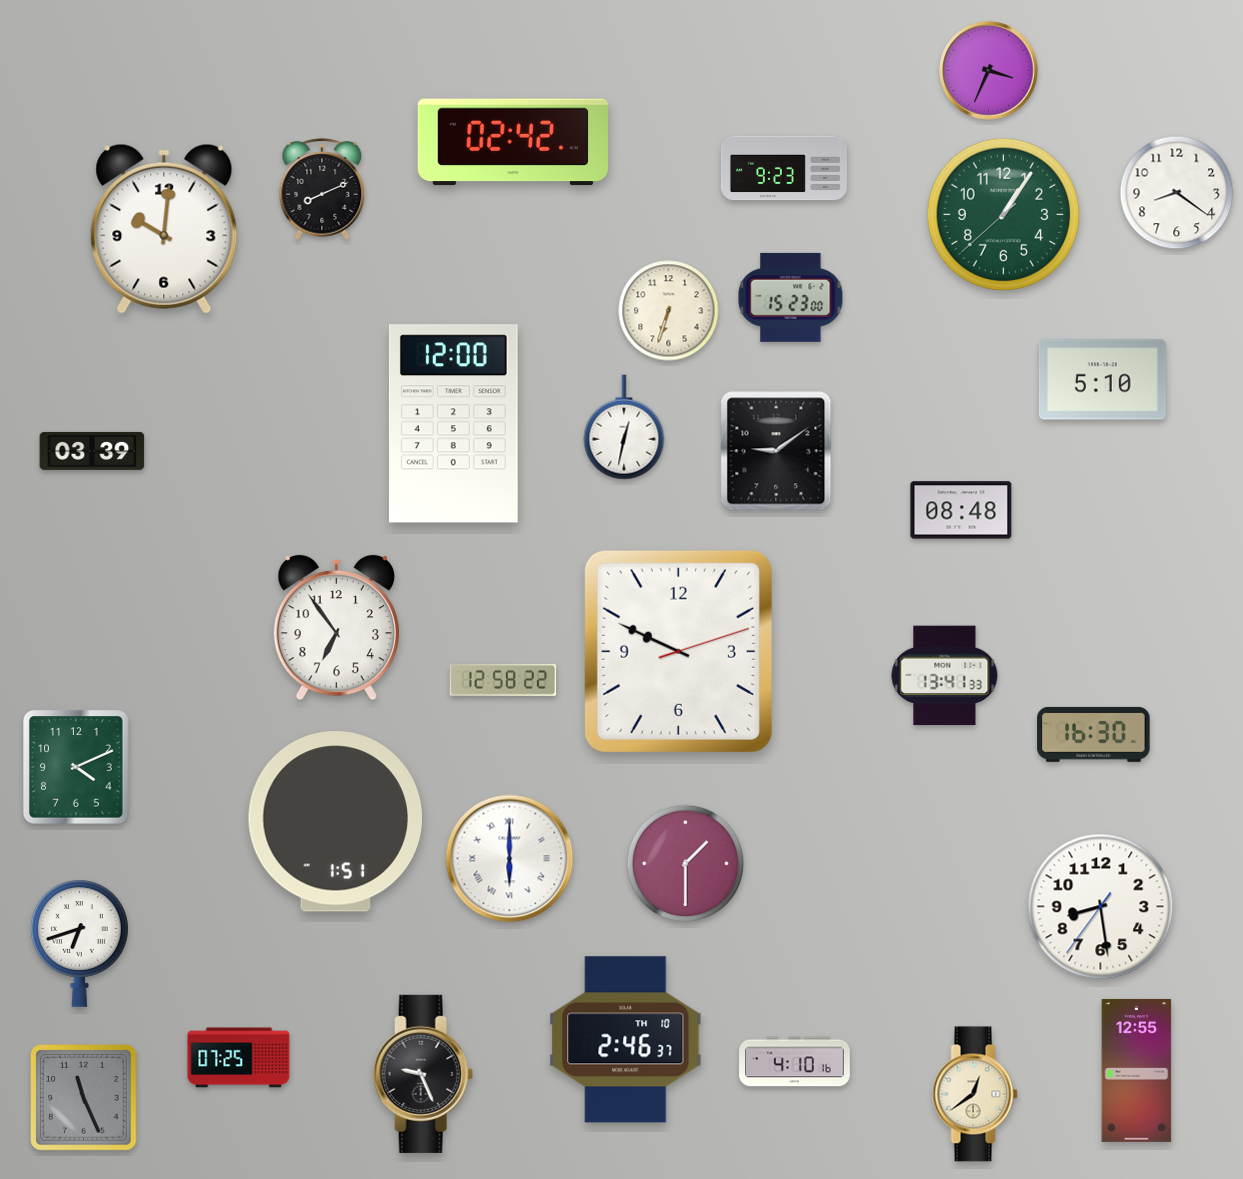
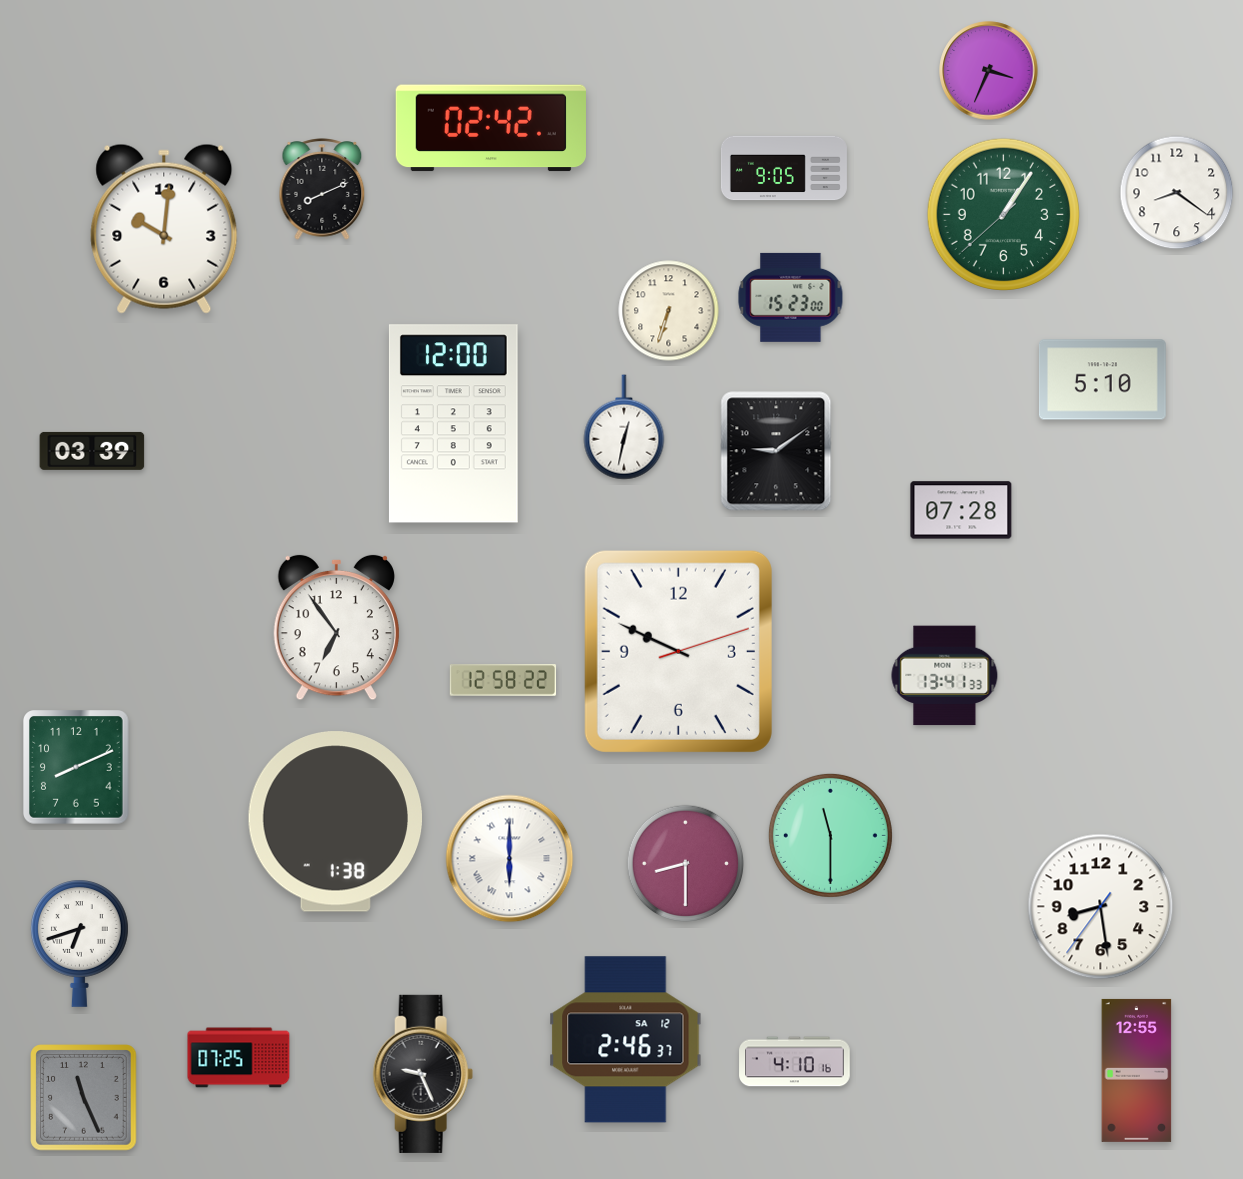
clock at (513, 142) position: (513, 142) -> (491, 128)
clock at (784, 168): 9:23 -> 9:05
clock at (961, 510): 08:48 -> 07:28
clock at (1094, 734): 16:30 -> none
clock at (77, 767): 4:11 -> 8:11
clock at (335, 822): 1:51 -> 1:38
clock at (830, 835): none -> 11:30
clock at (686, 864): 1:30 -> 8:30
clock at (626, 1040) date: TH 10 -> SA 12
clock at (975, 1094): 12:39 -> none
